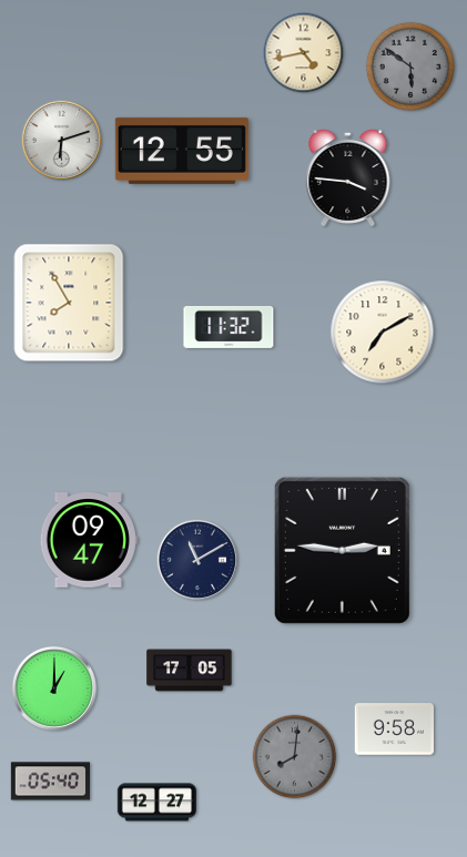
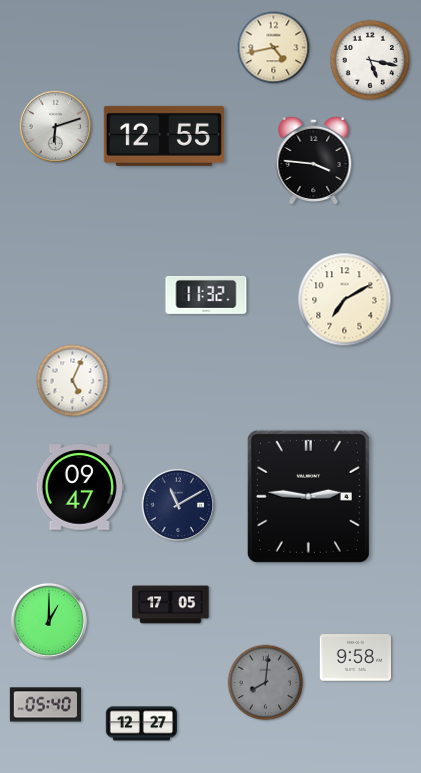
clock at (410, 67): 5:51 -> 5:17
clock at (410, 67) dial: grey -> white
clock at (69, 303): 7:55 -> none
clock at (73, 381): none -> 5:04
